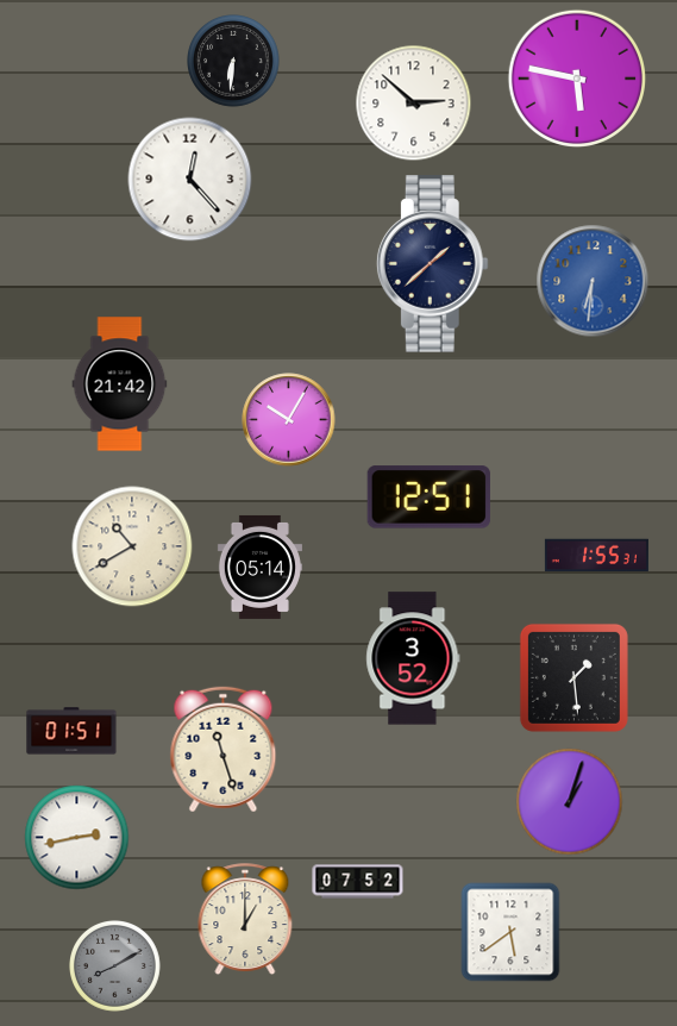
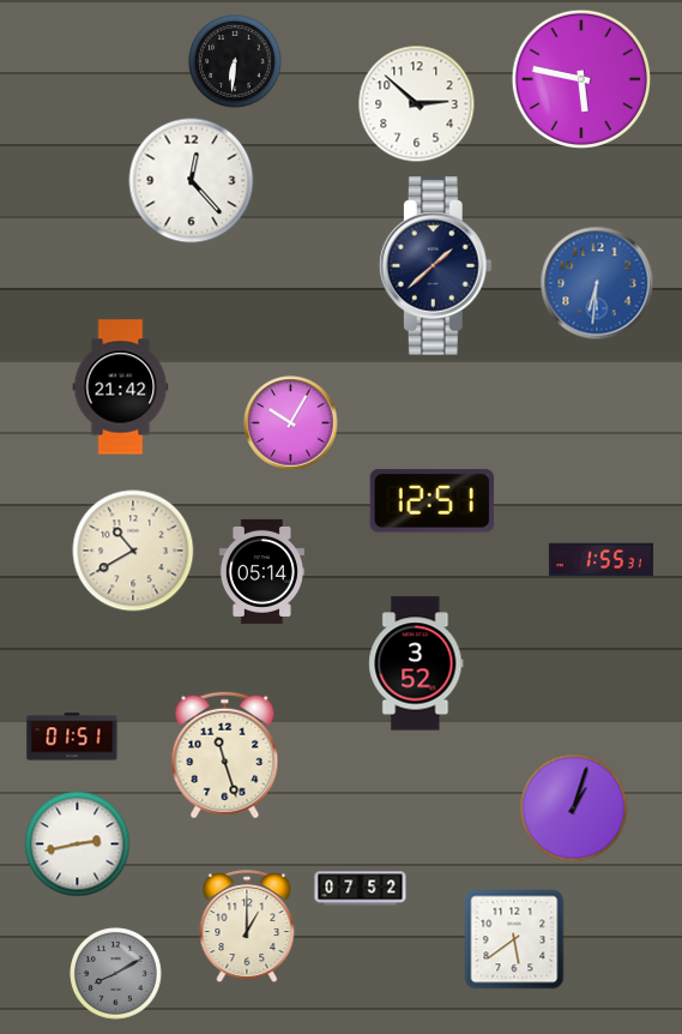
clock at (573, 677): 1:29 -> none
